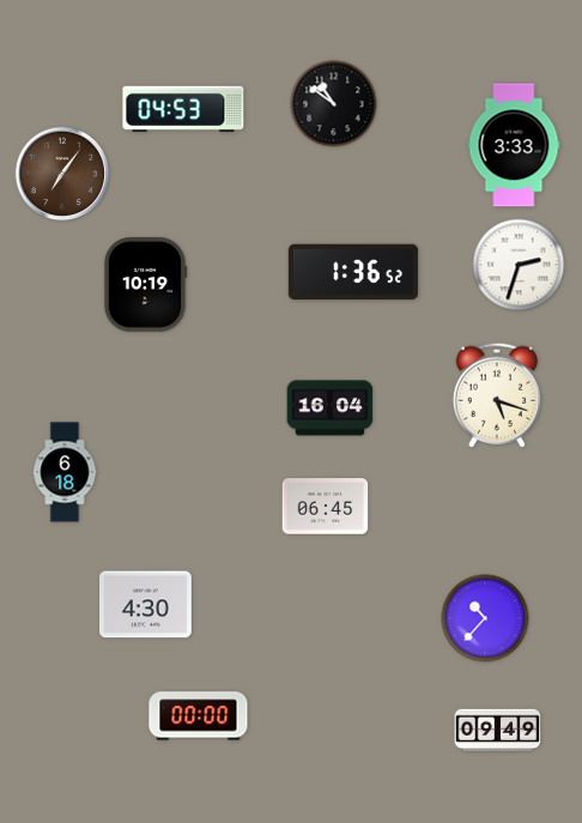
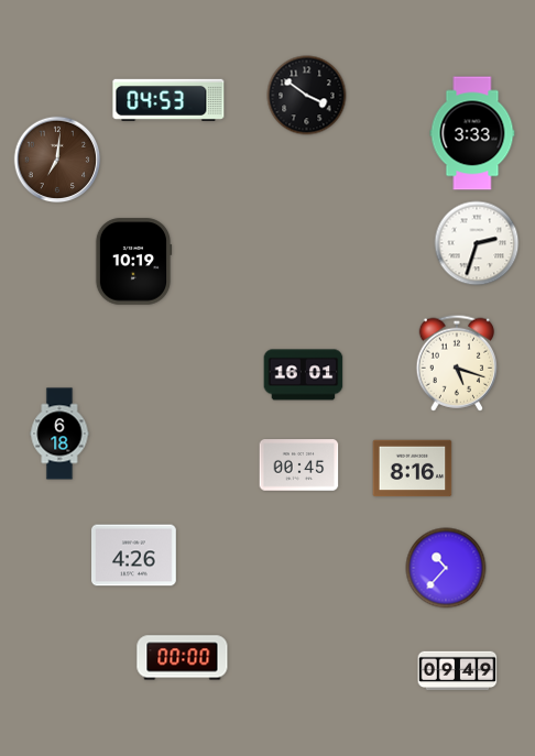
clock at (334, 104): 10:51 -> 3:51
clock at (62, 174): 7:06 -> 7:01
clock at (353, 272): 1:36 -> none
clock at (331, 409): 16:04 -> 16:01
clock at (326, 507): 06:45 -> 00:45
clock at (413, 469): none -> 8:16
clock at (146, 605): 4:30 -> 4:26
